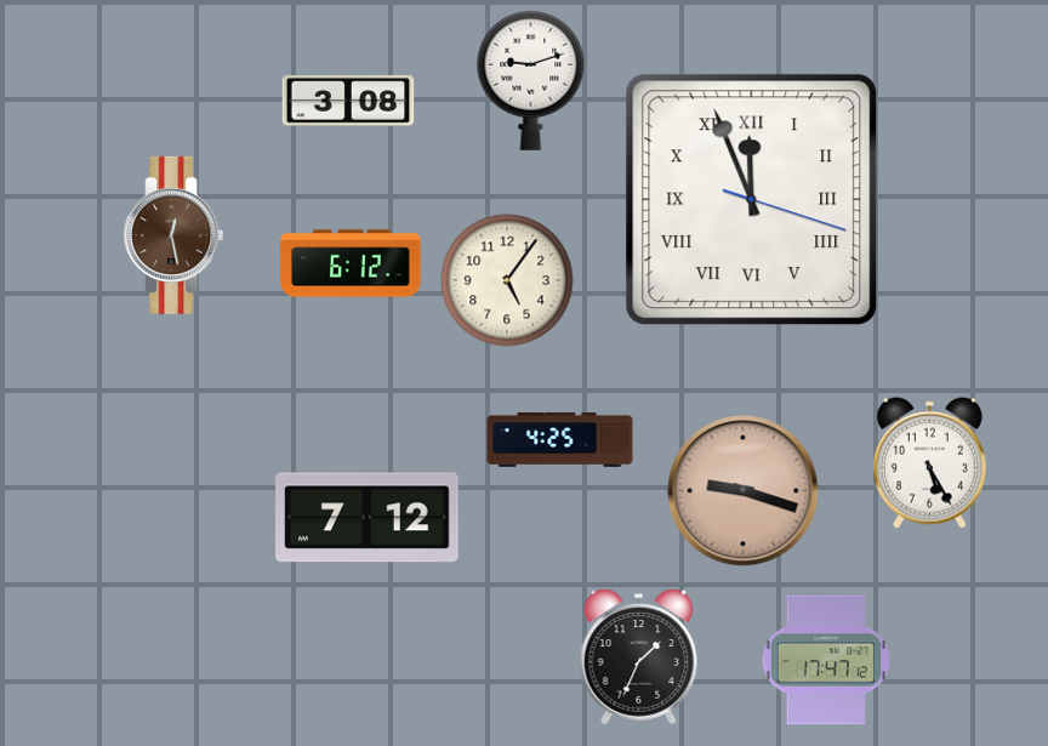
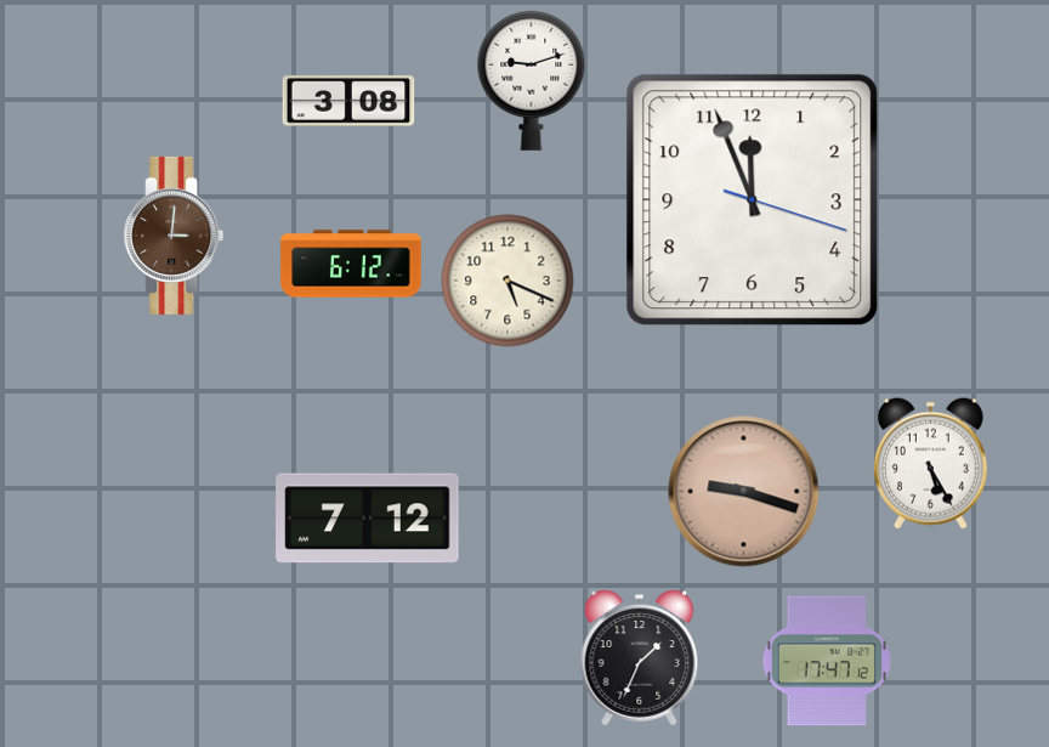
clock at (752, 200) numerals: Roman -> Arabic
clock at (173, 235): 12:28 -> 3:01
clock at (507, 280): 5:06 -> 5:19
clock at (560, 440): 4:25 -> none
